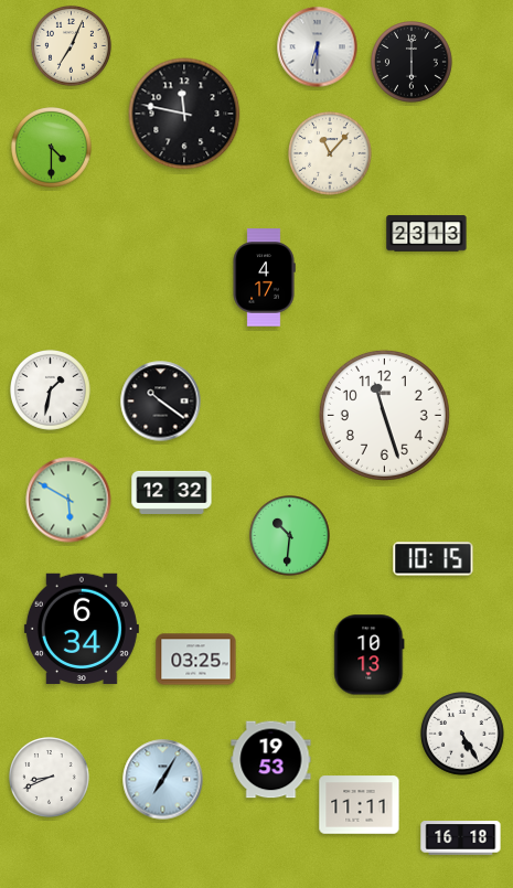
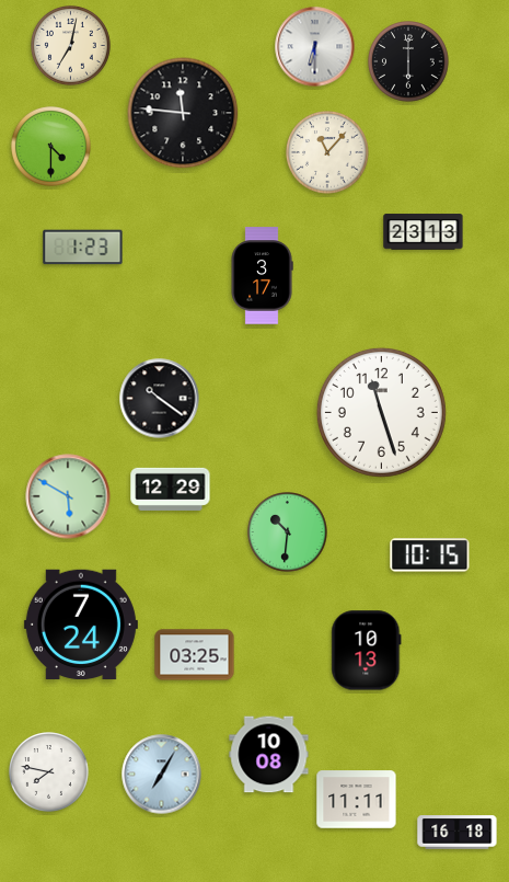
clock at (72, 46): 7:04 -> 7:02
clock at (184, 114): 11:47 -> 11:46
clock at (83, 248): none -> 1:23
clock at (264, 278): 4:17 -> 3:17
clock at (51, 390): 1:32 -> none
clock at (172, 492): 12:32 -> 12:29
clock at (82, 629): 6:34 -> 7:24
clock at (462, 734): 5:25 -> none
clock at (271, 760): 19:53 -> 10:08
clock at (50, 778): 8:41 -> 7:47
